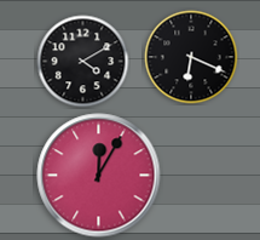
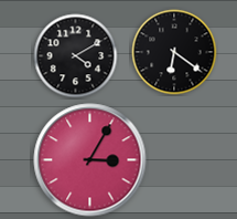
clock at (191, 57): 6:19 -> 6:21
clock at (99, 176): 12:05 -> 3:05
